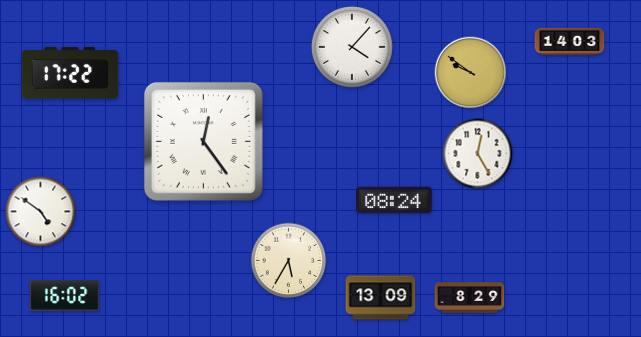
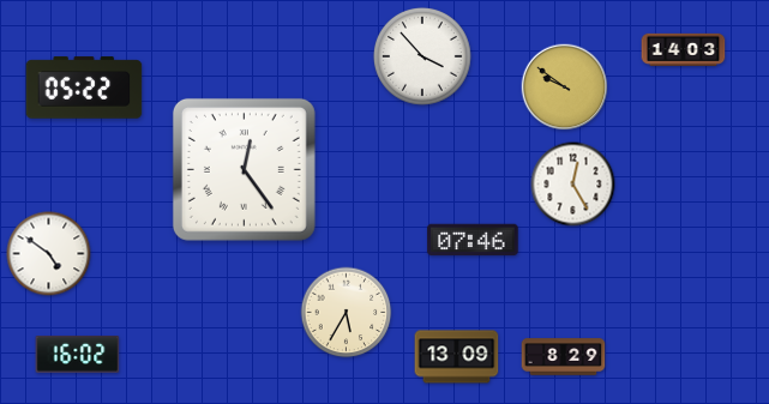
clock at (352, 47): 4:07 -> 3:53
clock at (70, 73): 17:22 -> 05:22
clock at (394, 200): 08:24 -> 07:46
